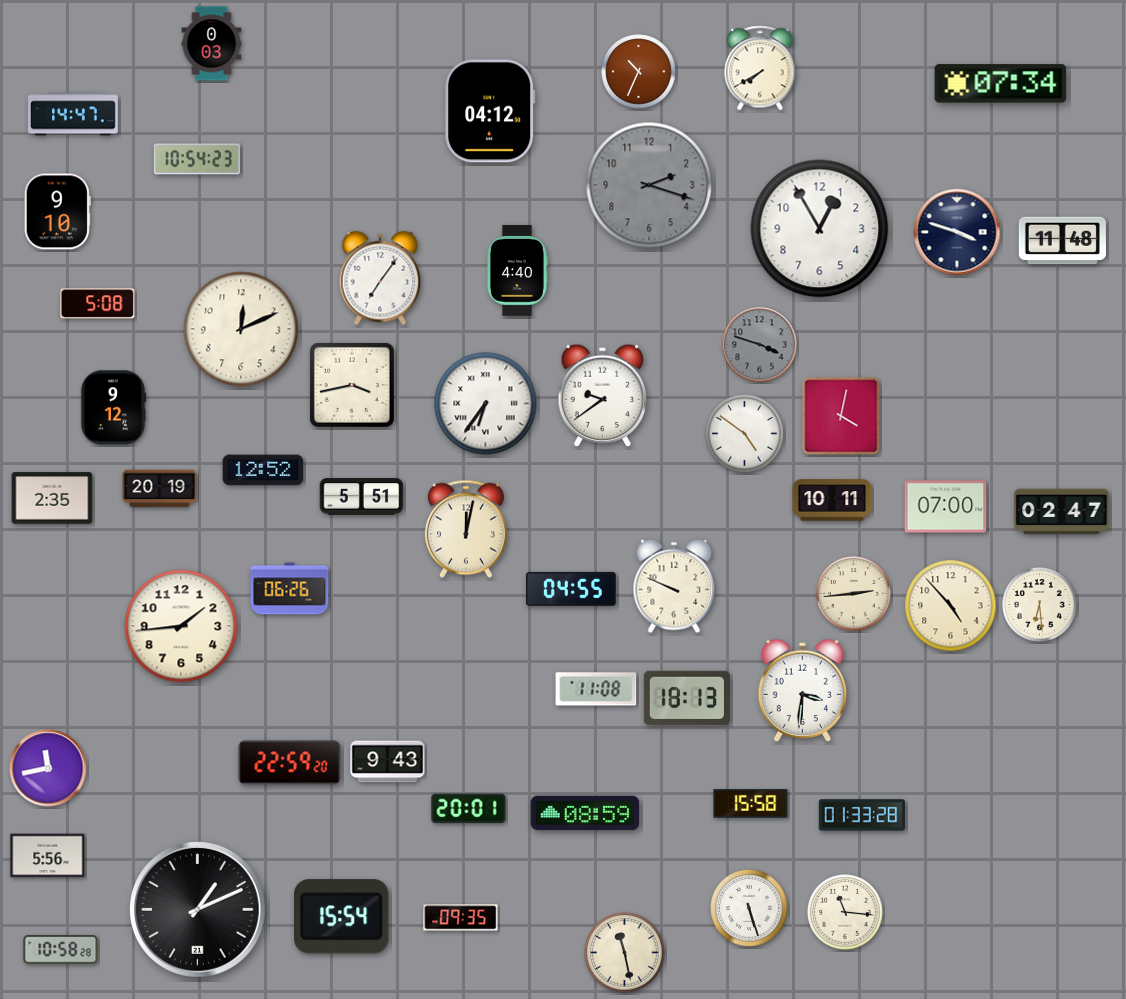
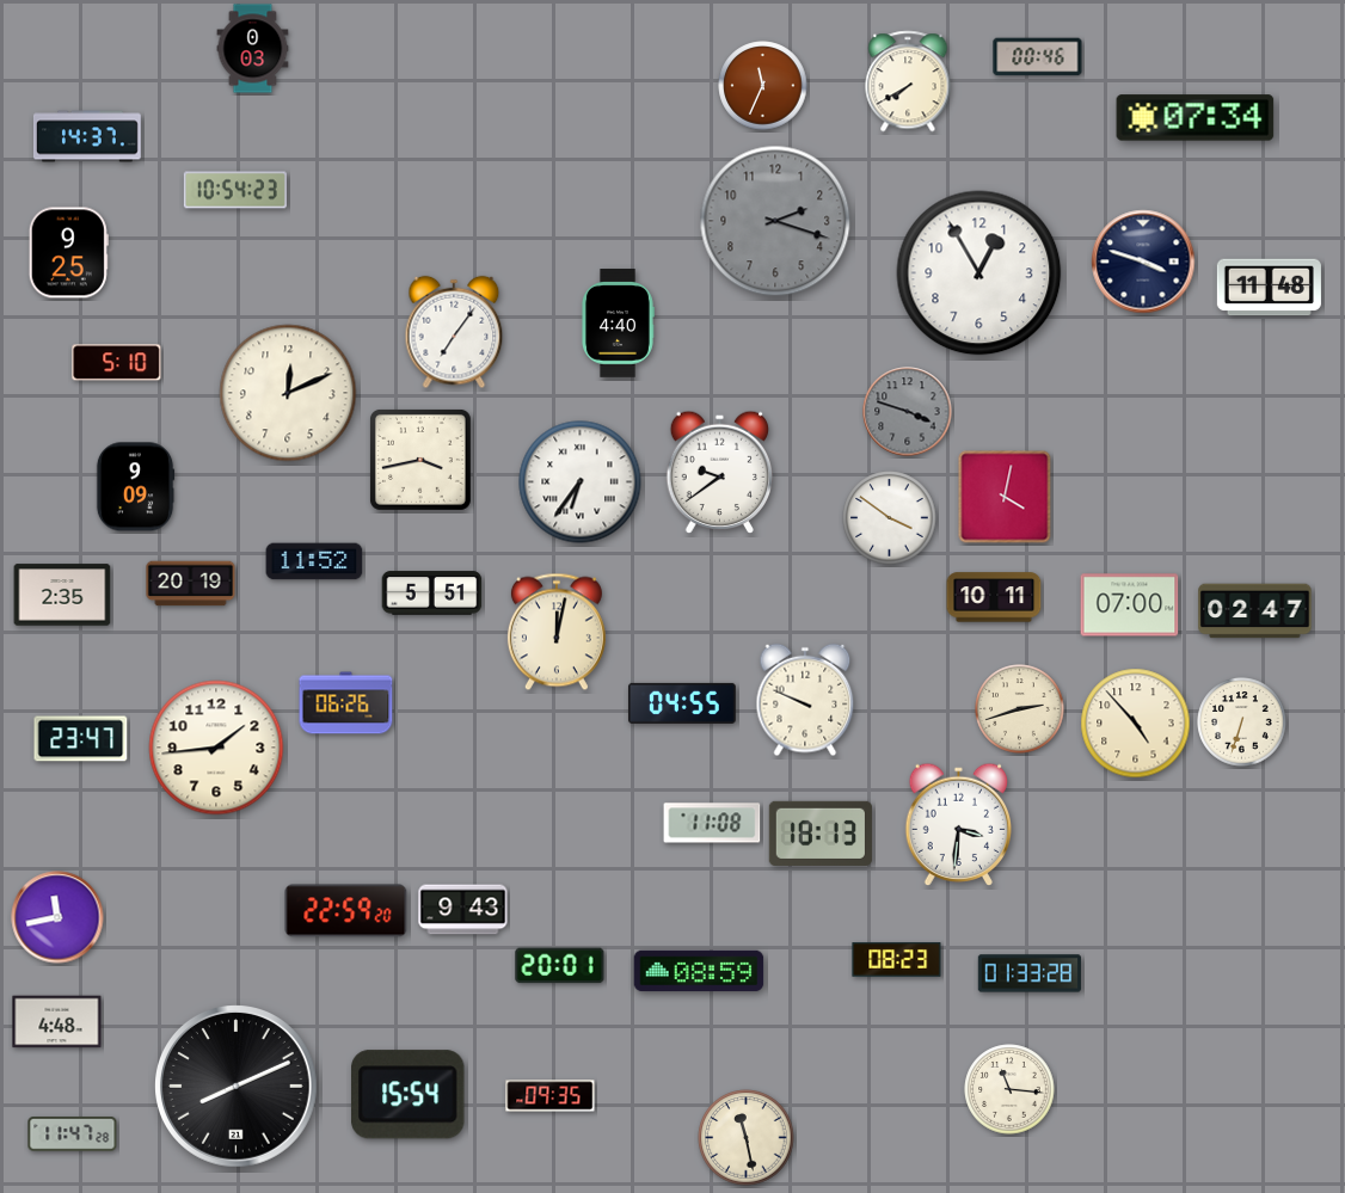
clock at (212, 44) position: (212, 44) -> (253, 49)
clock at (1038, 57): none -> 00:46
clock at (639, 72): 10:34 -> 11:34
clock at (1001, 84) position: (1001, 84) -> (1196, 118)
clock at (490, 111): 04:12 -> none
clock at (73, 114): 14:47 -> 14:37
clock at (57, 212): 9:10 -> 9:25
clock at (957, 232) position: (957, 232) -> (1143, 262)
clock at (98, 304): 5:08 -> 5:10
clock at (113, 408): 9:12 -> 9:09
clock at (745, 434): 4:51 -> 3:51
clock at (263, 470): 12:52 -> 11:52
clock at (1062, 512) position: (1062, 512) -> (1255, 611)
clock at (854, 594): 2:44 -> 2:42
clock at (1040, 605): 6:29 -> 6:33
clock at (81, 739): none -> 23:47
clock at (751, 804): 15:58 -> 08:23
clock at (48, 856): 5:56 -> 4:48
clock at (749, 908): 5:27 -> none
clock at (198, 910): 1:11 -> 8:11
clock at (61, 950): 10:58 -> 11:47
